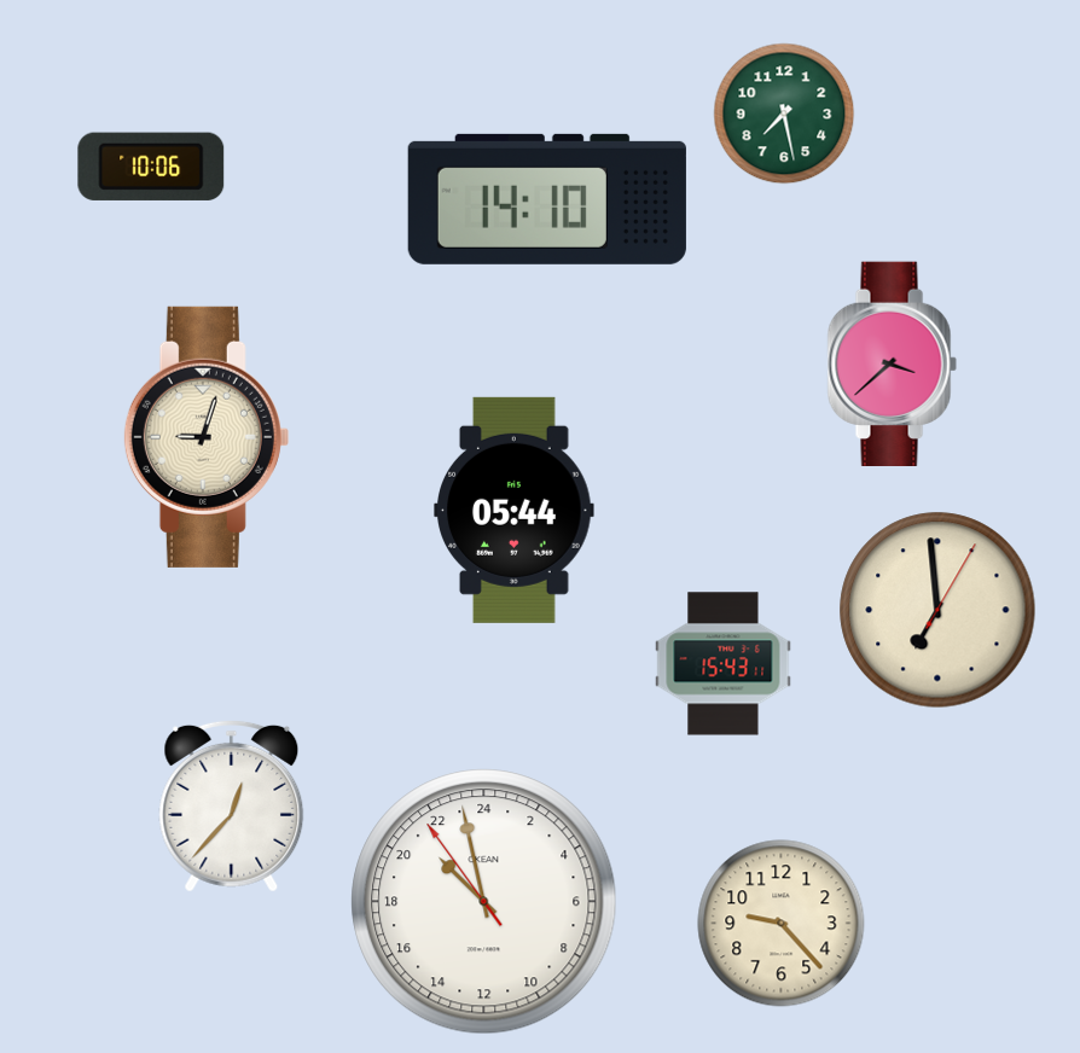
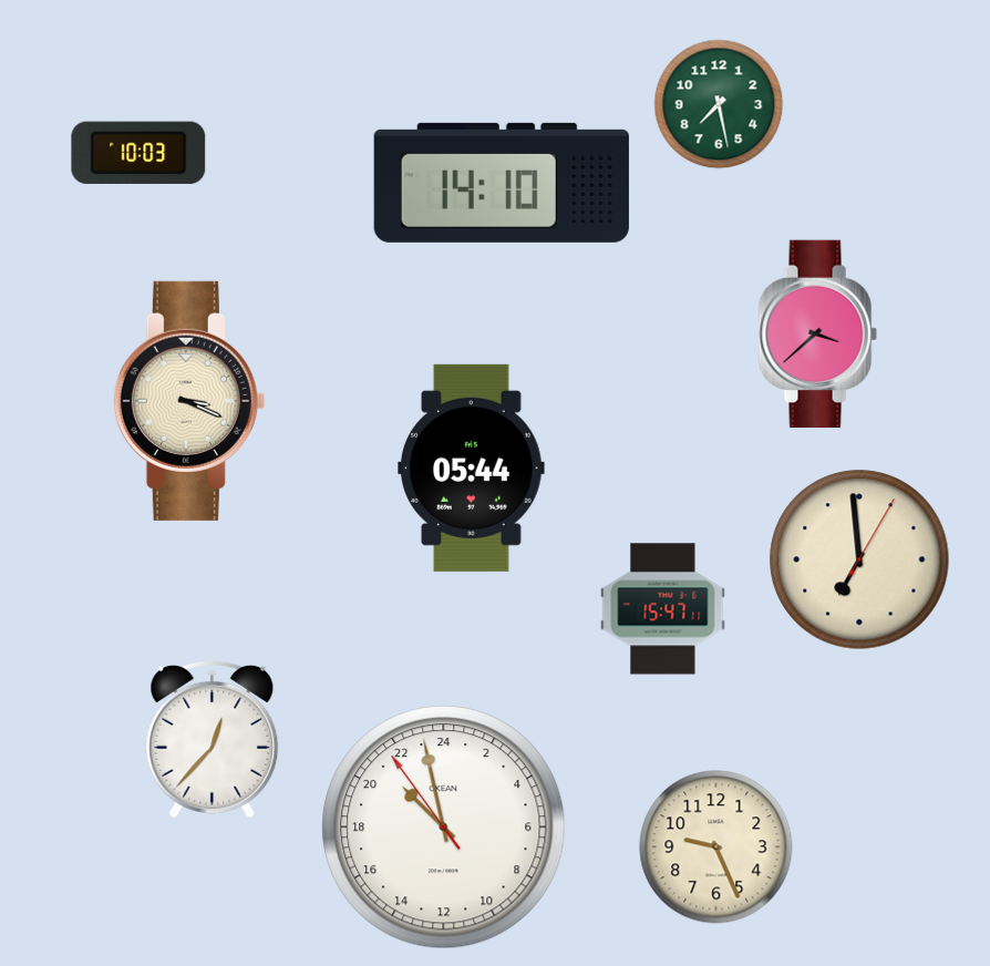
clock at (151, 167): 10:06 -> 10:03
clock at (207, 437): 9:03 -> 3:19
clock at (724, 664): 15:43 -> 15:47
clock at (782, 924): 9:23 -> 9:26
